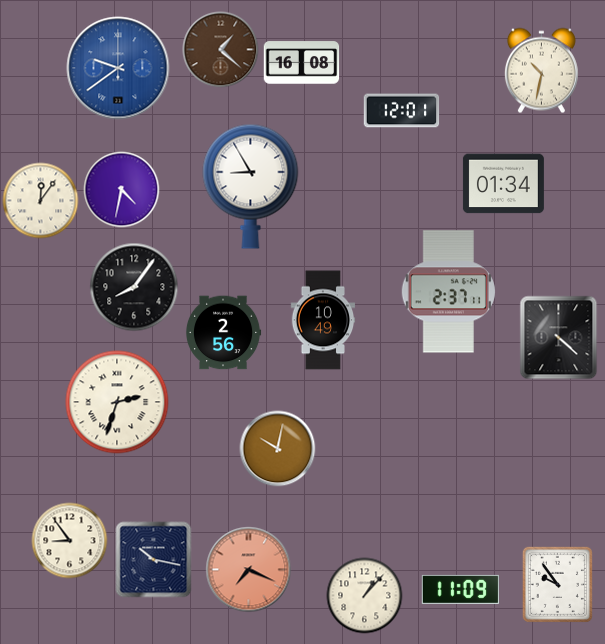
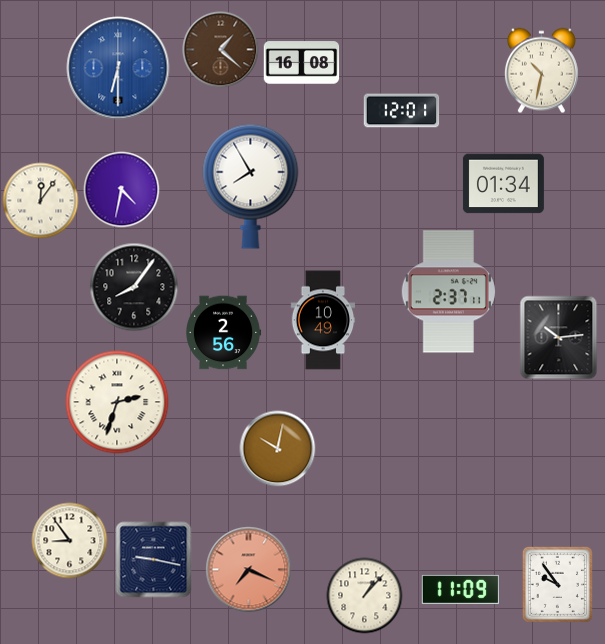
clock at (118, 68): 9:39 -> 6:30
clock at (251, 186): 8:55 -> 7:55
clock at (559, 338): 4:22 -> 10:14
clock at (154, 560): 10:17 -> 9:17
